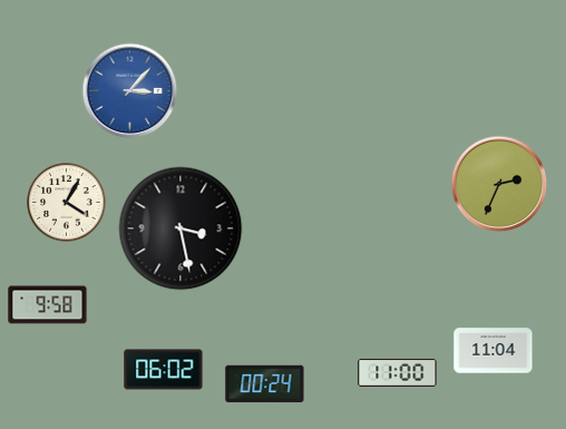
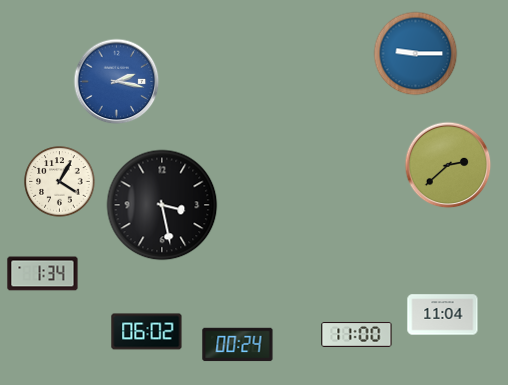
clock at (416, 54): none -> 9:15
clock at (130, 91): 3:07 -> 2:17
clock at (499, 184): 2:34 -> 2:38
clock at (48, 305): 9:58 -> 1:34
